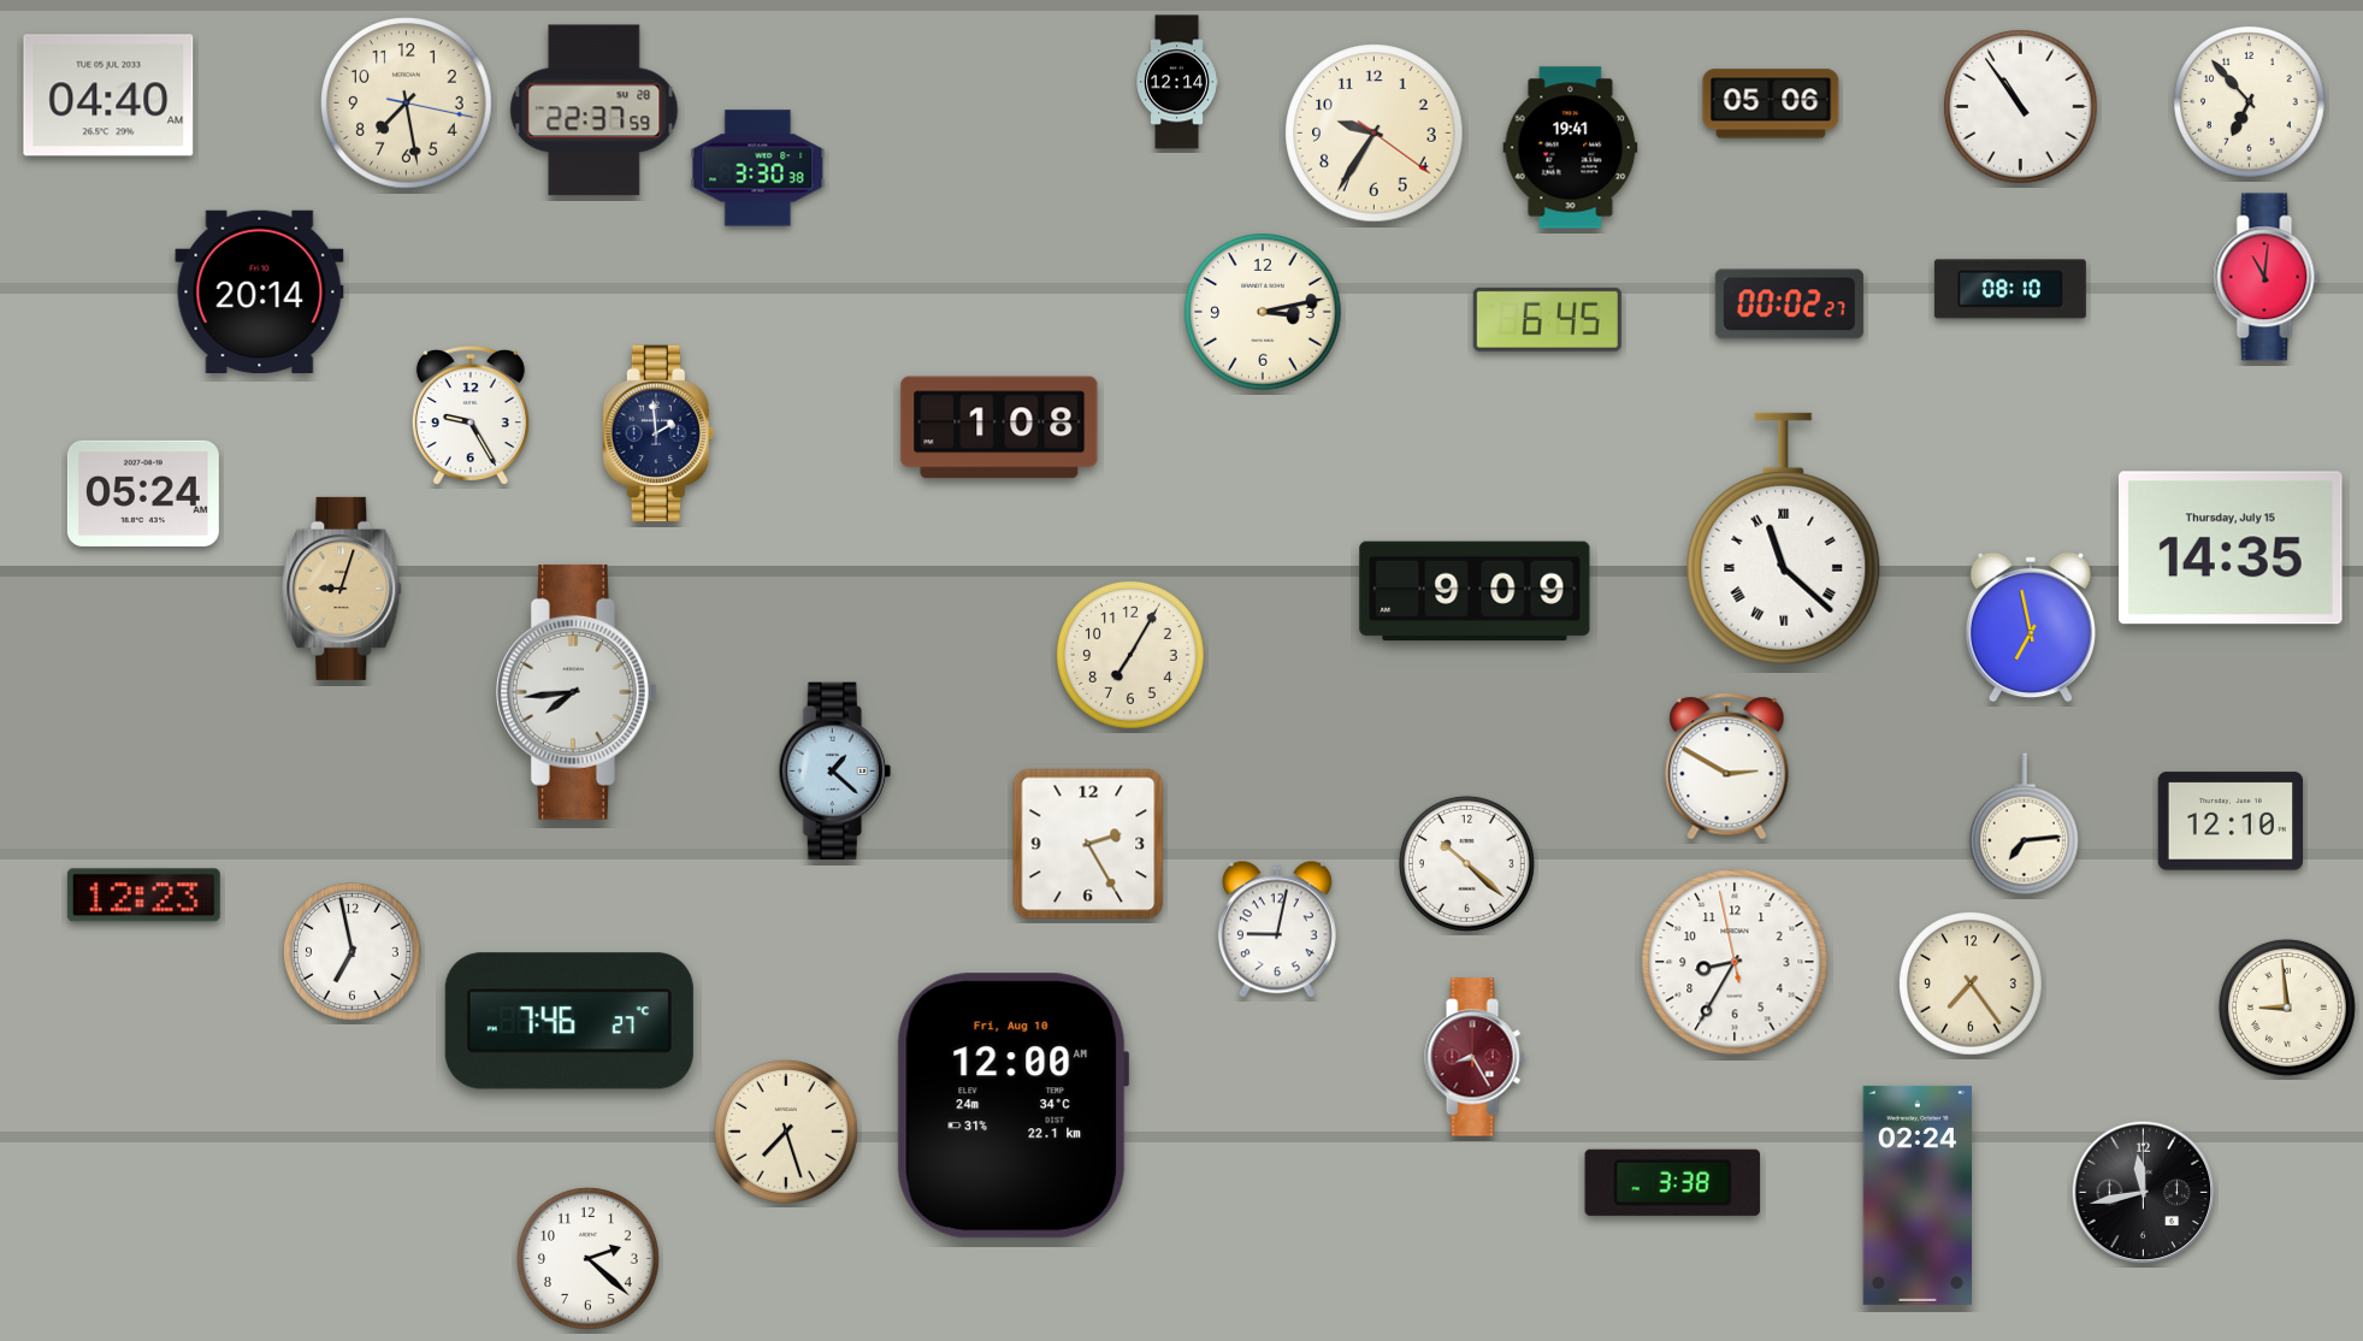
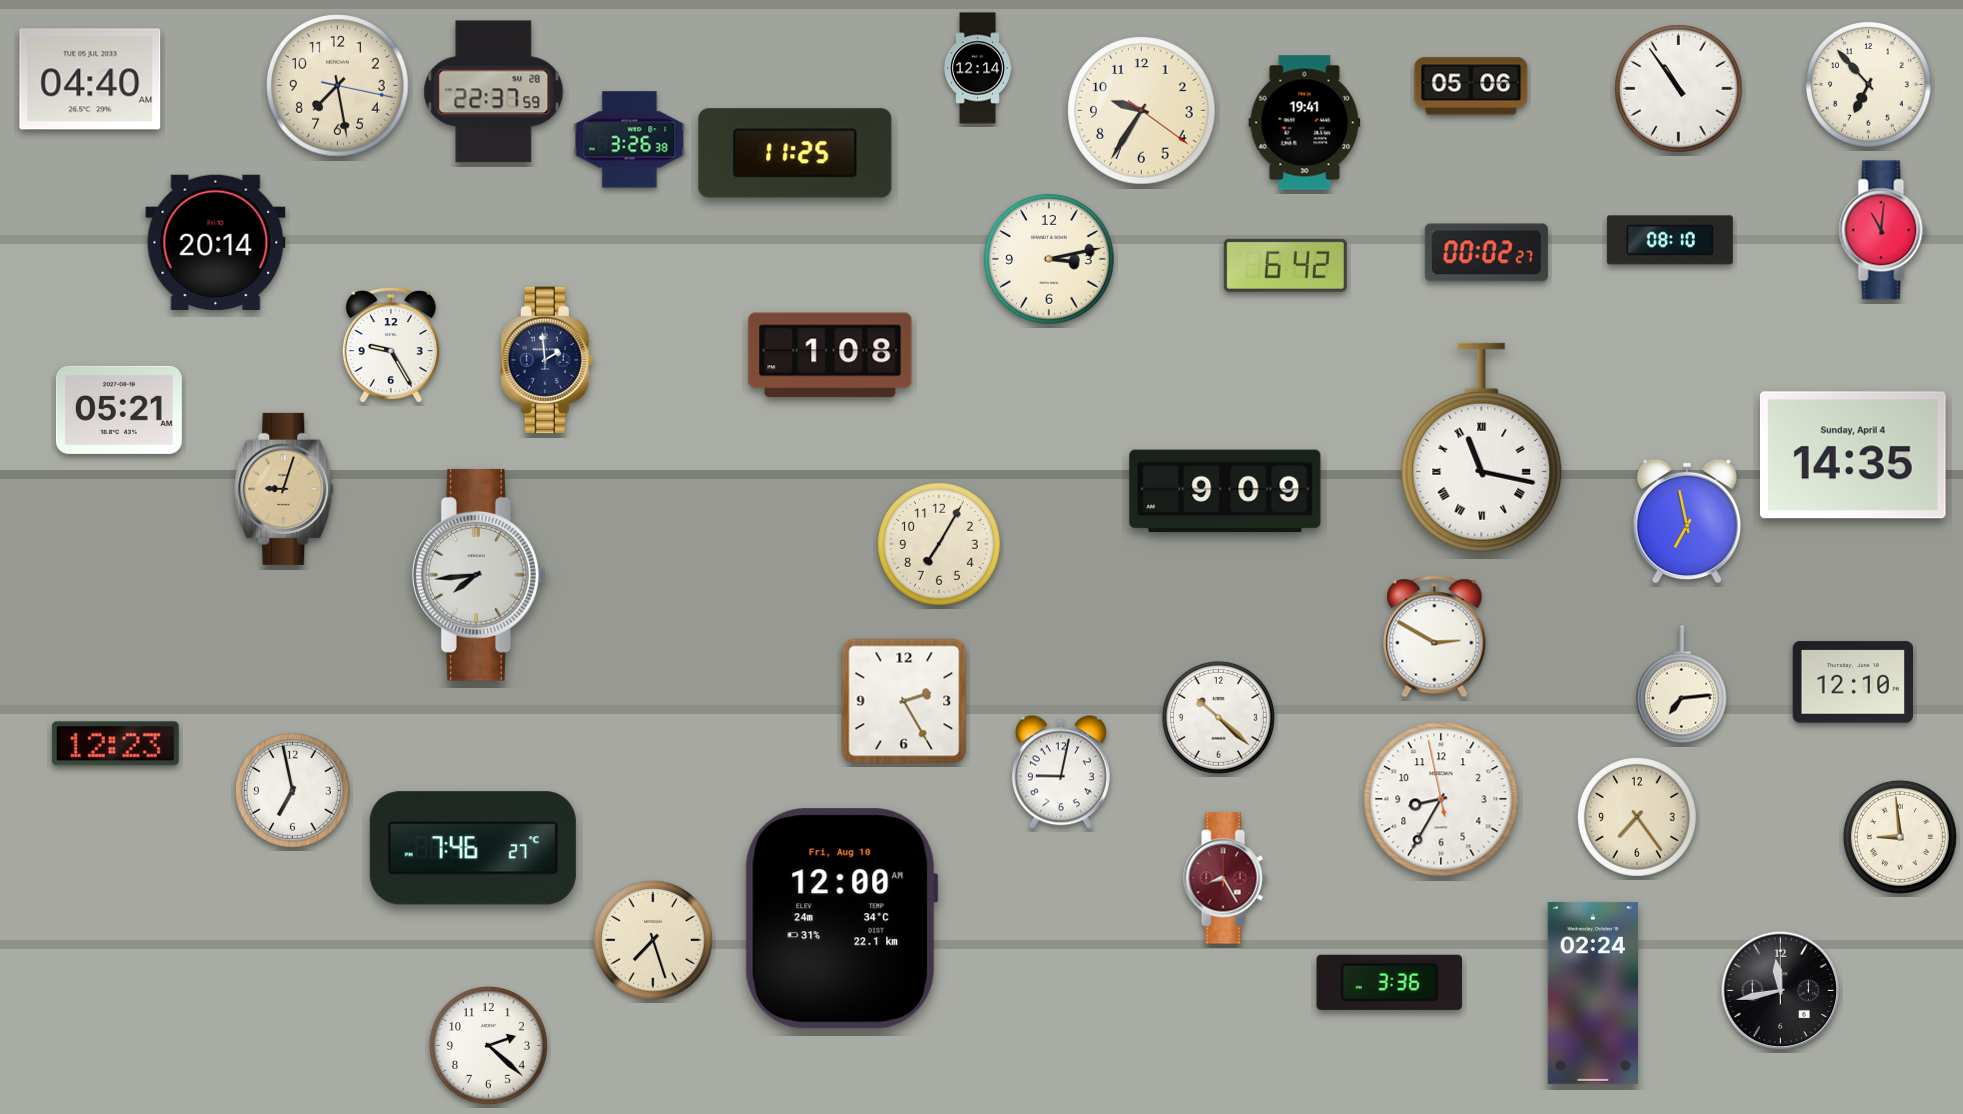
clock at (758, 169): 3:30 -> 3:26
clock at (795, 153): none -> 11:25
clock at (1547, 319): 6:45 -> 6:42
clock at (143, 494): 05:24 -> 05:21
clock at (1784, 538): 11:22 -> 11:17
clock at (2232, 548) date: Thursday, July 15 -> Sunday, April 4
clock at (834, 772): 1:22 -> none
clock at (143, 896) position: (143, 896) -> (115, 744)
clock at (1673, 1182): 3:38 -> 3:36
